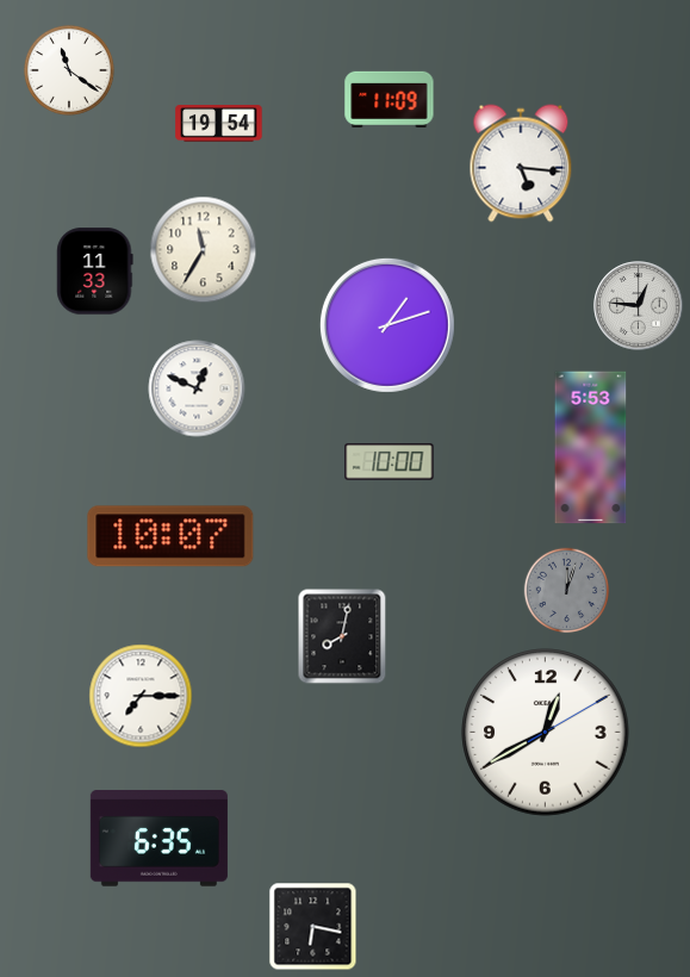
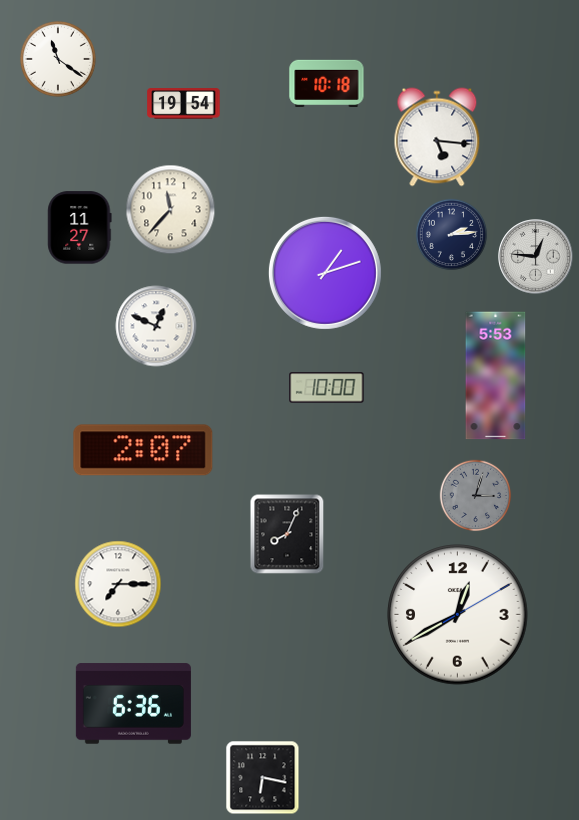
clock at (390, 99): 11:09 -> 10:18
clock at (204, 250): 11:35 -> 11:37
clock at (95, 272): 11:33 -> 11:27
clock at (452, 235): none -> 2:14
clock at (197, 388) position: (197, 388) -> (156, 326)
clock at (170, 536): 10:07 -> 2:07
clock at (567, 591): 12:03 -> 3:03
clock at (342, 636): 8:02 -> 8:04
clock at (158, 839): 6:35 -> 6:36
